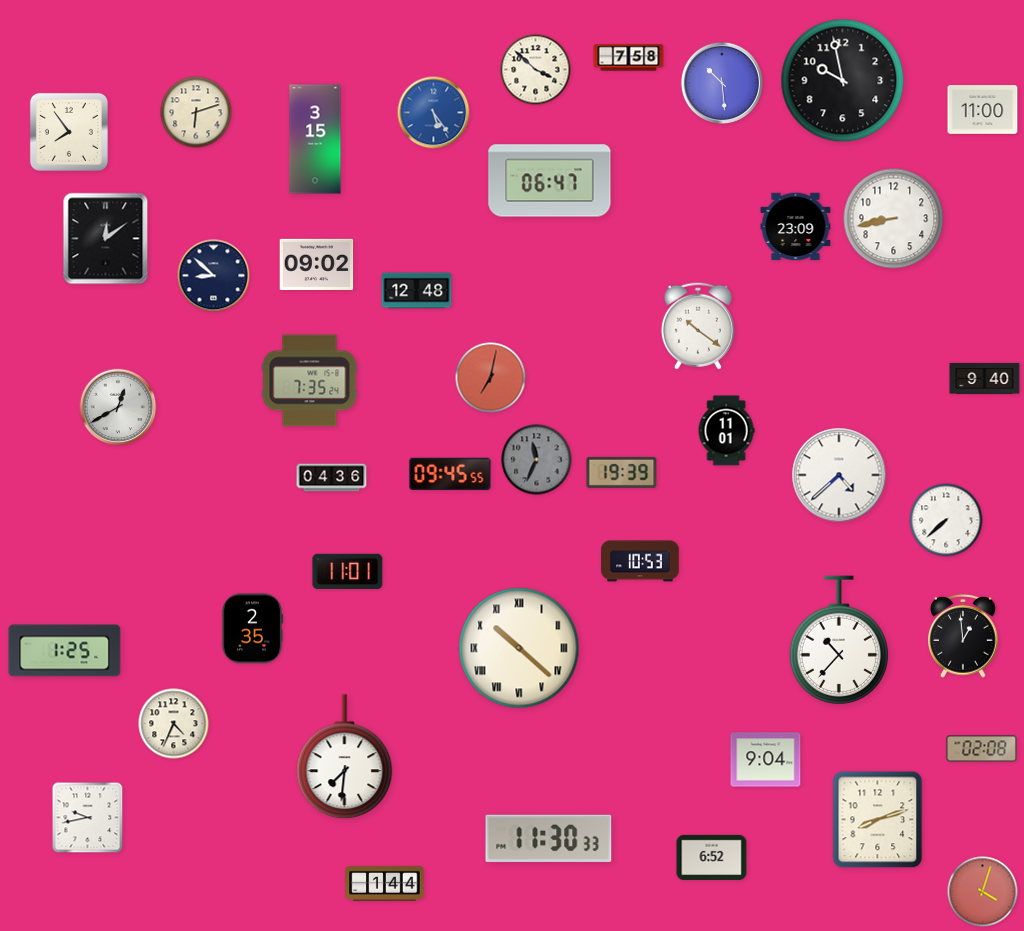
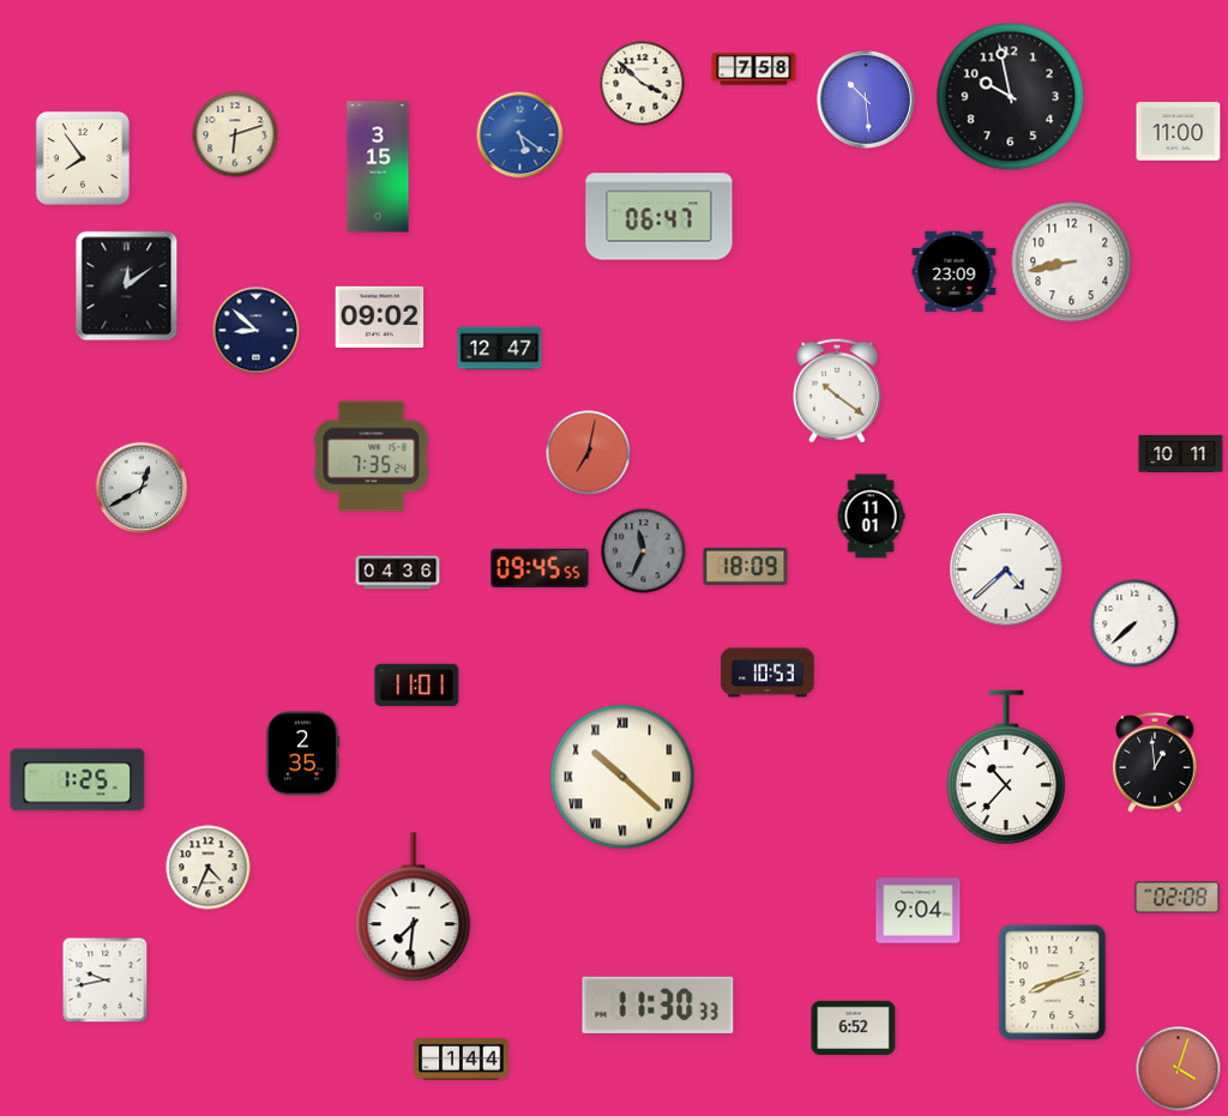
clock at (434, 113): 5:24 -> 5:21
clock at (417, 291): 12:48 -> 12:47
clock at (985, 378): 9:40 -> 10:11
clock at (622, 472): 19:39 -> 18:09
